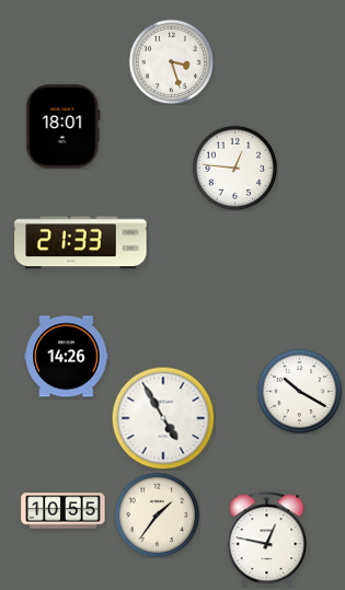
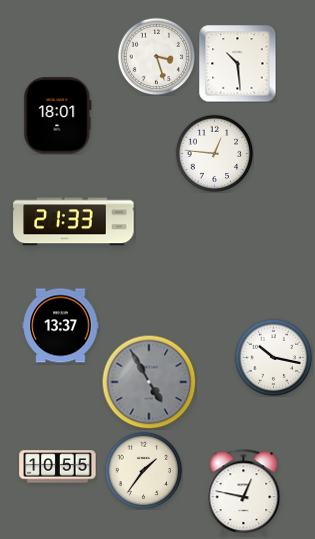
clock at (237, 63): none -> 10:29
clock at (67, 357): 14:26 -> 13:37
clock at (299, 391): 10:20 -> 10:17
clock at (163, 418) dial: white -> grey
